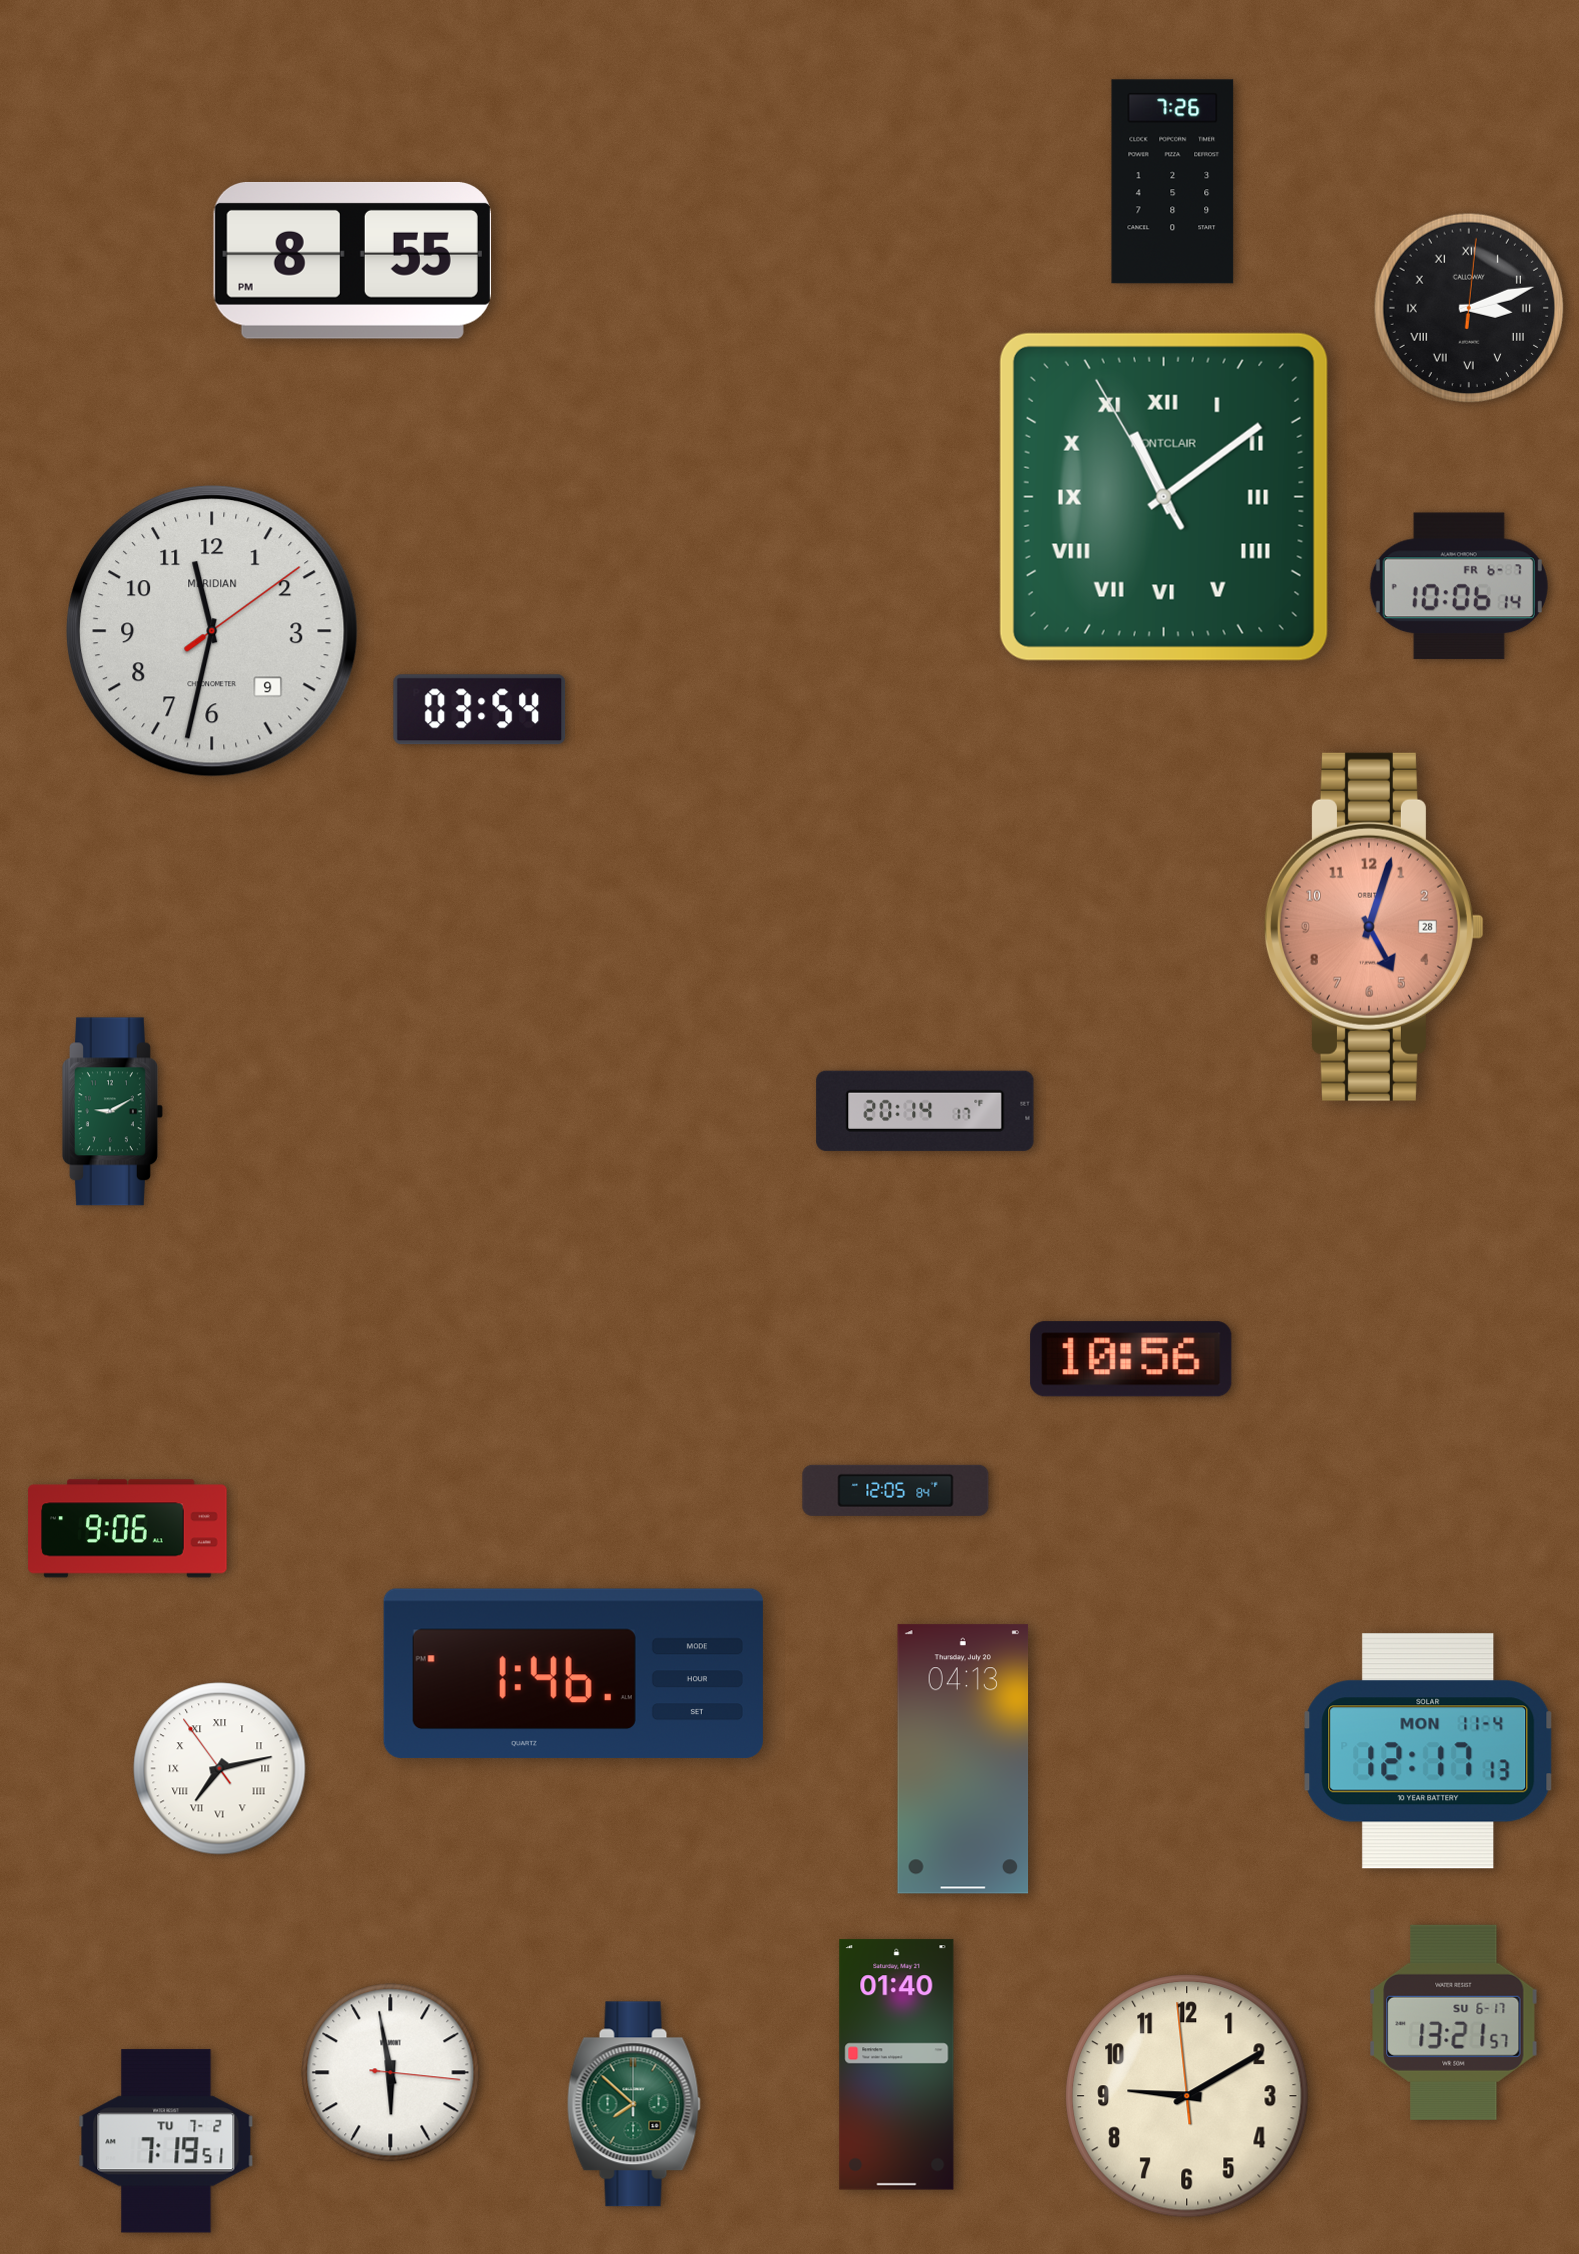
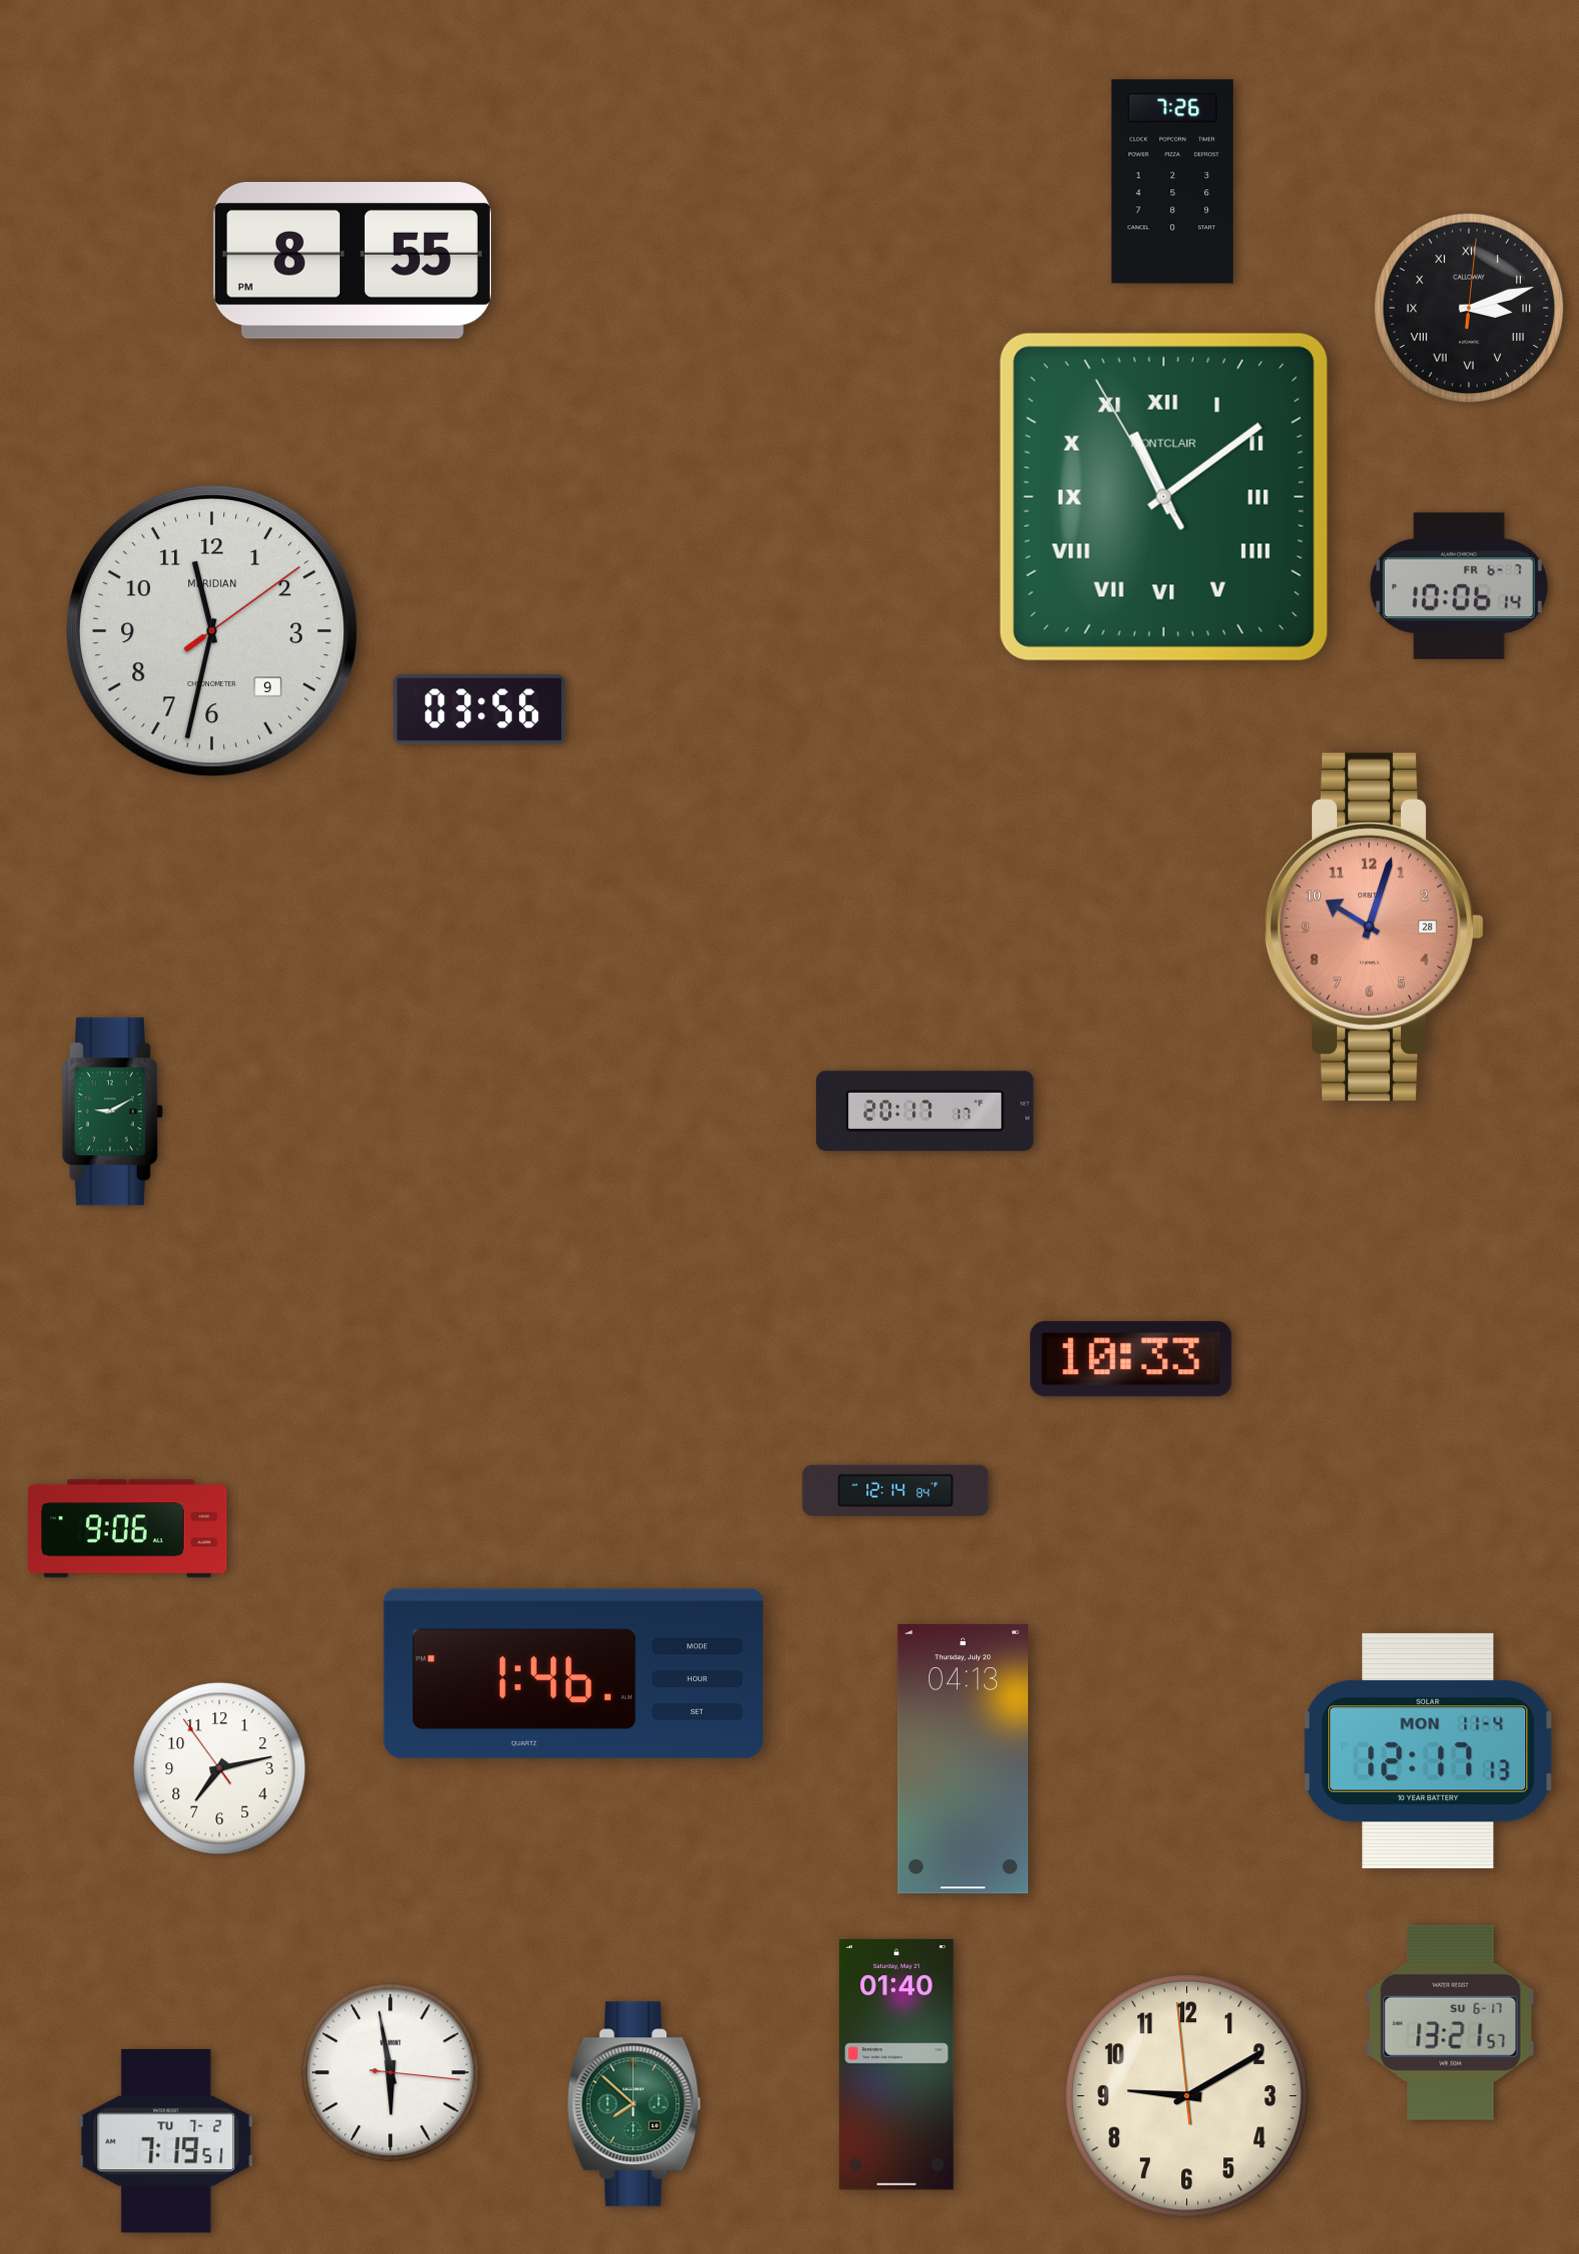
clock at (480, 710): 03:54 -> 03:56
clock at (1374, 927): 5:03 -> 10:03
clock at (925, 1111): 20:14 -> 20:17
clock at (1131, 1359): 10:56 -> 10:33
clock at (896, 1490): 12:05 -> 12:14
clock at (220, 1769) numerals: Roman -> Arabic
clock at (1454, 2022) position: (1454, 2022) -> (1451, 2022)
